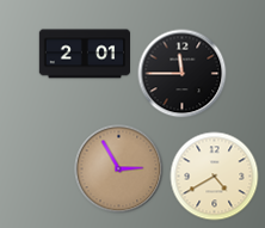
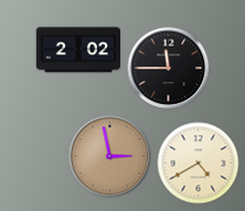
clock at (84, 54): 2:01 -> 2:02
clock at (119, 170): 2:55 -> 2:58
